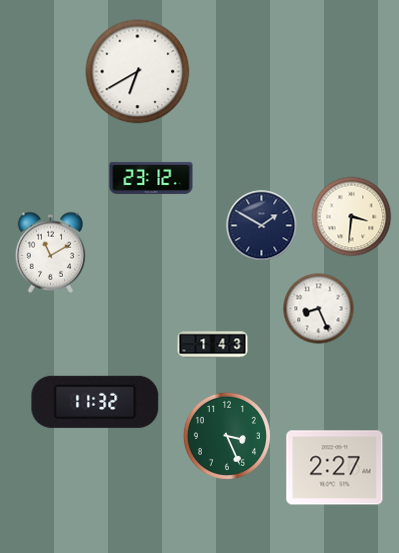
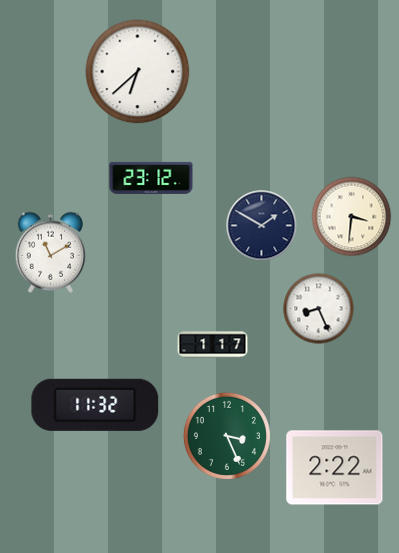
clock at (138, 72): 6:40 -> 6:38
clock at (213, 345): 1:43 -> 1:17
clock at (95, 402) position: (95, 402) -> (95, 405)
clock at (335, 468): 2:27 -> 2:22
